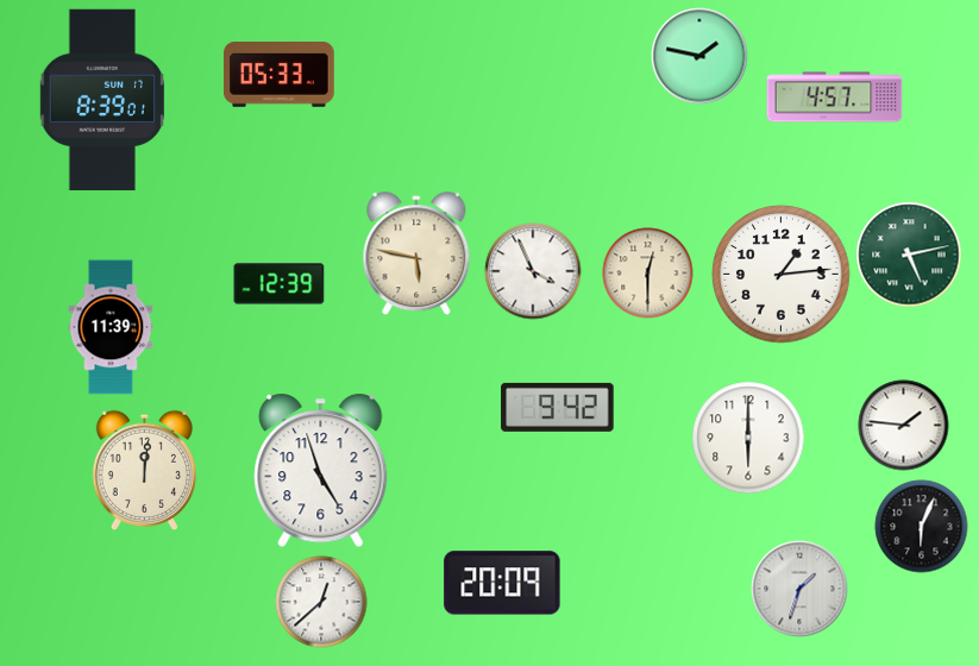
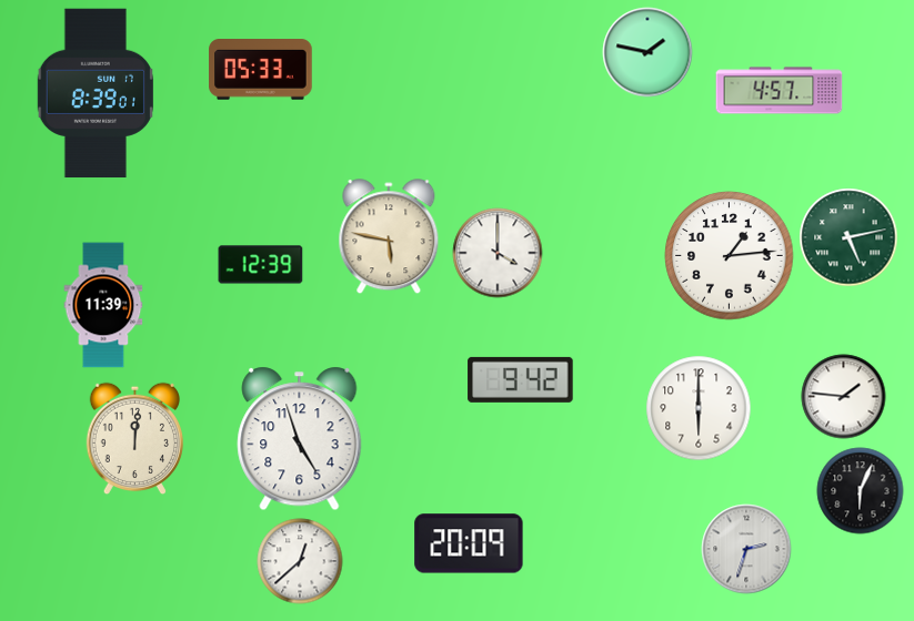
clock at (699, 56) position: (699, 56) -> (647, 52)
clock at (533, 271): 3:56 -> 4:00
clock at (648, 274): 12:30 -> none
clock at (799, 589): 1:33 -> 2:33
